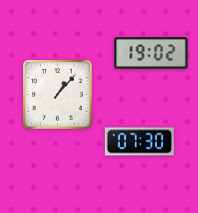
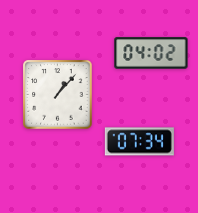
clock at (151, 53): 19:02 -> 04:02
clock at (139, 142): 07:30 -> 07:34
